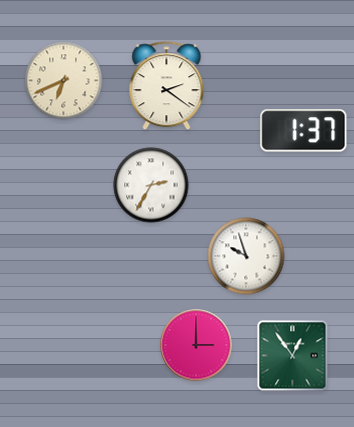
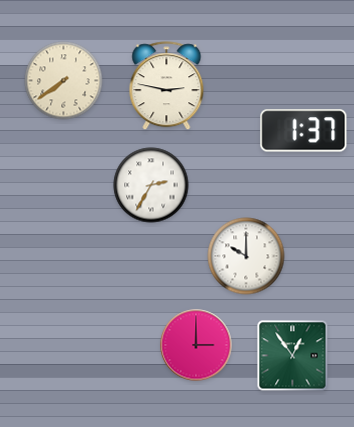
clock at (64, 81): 6:41 -> 7:39
clock at (167, 86): 2:21 -> 2:47
clock at (246, 256): 9:57 -> 10:00
